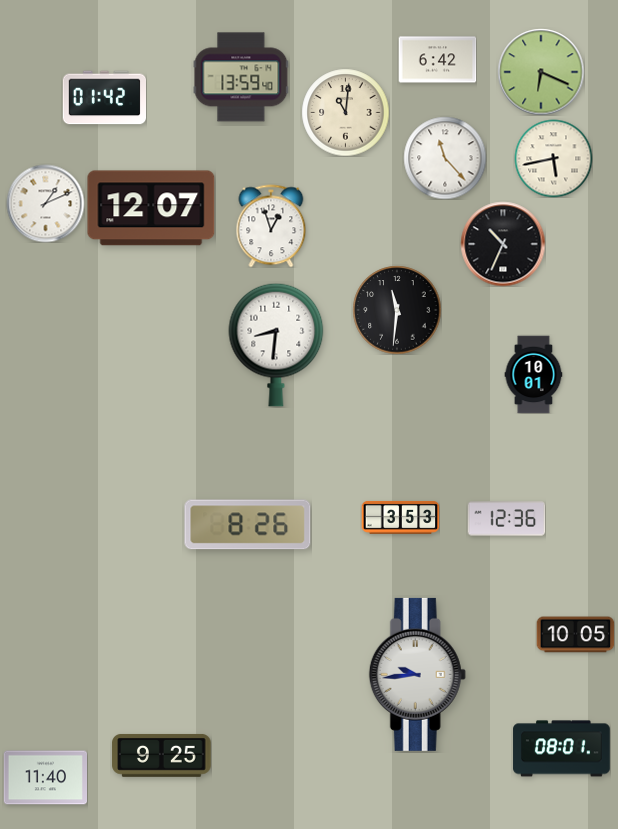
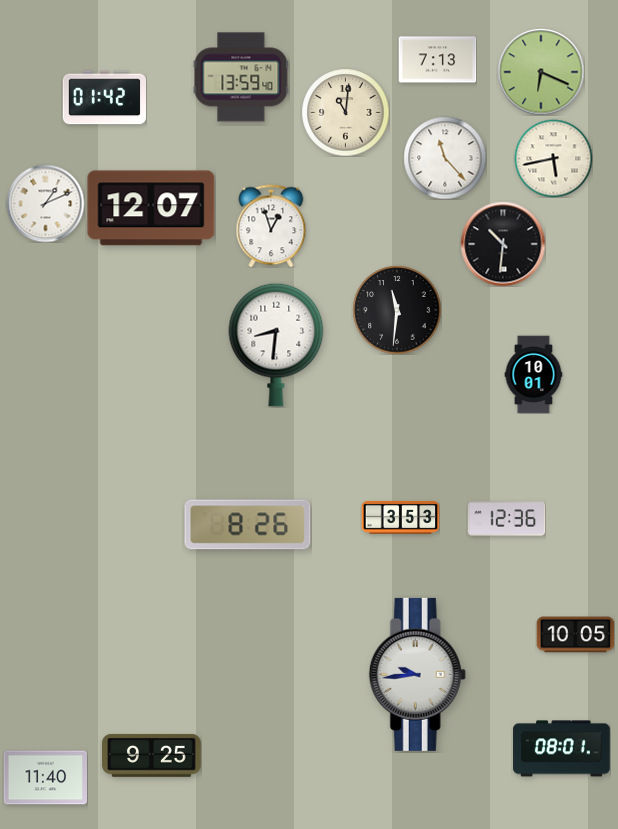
clock at (437, 60): 6:42 -> 7:13
clock at (503, 244): 10:34 -> 10:31
clock at (162, 755) position: (162, 755) -> (152, 755)
